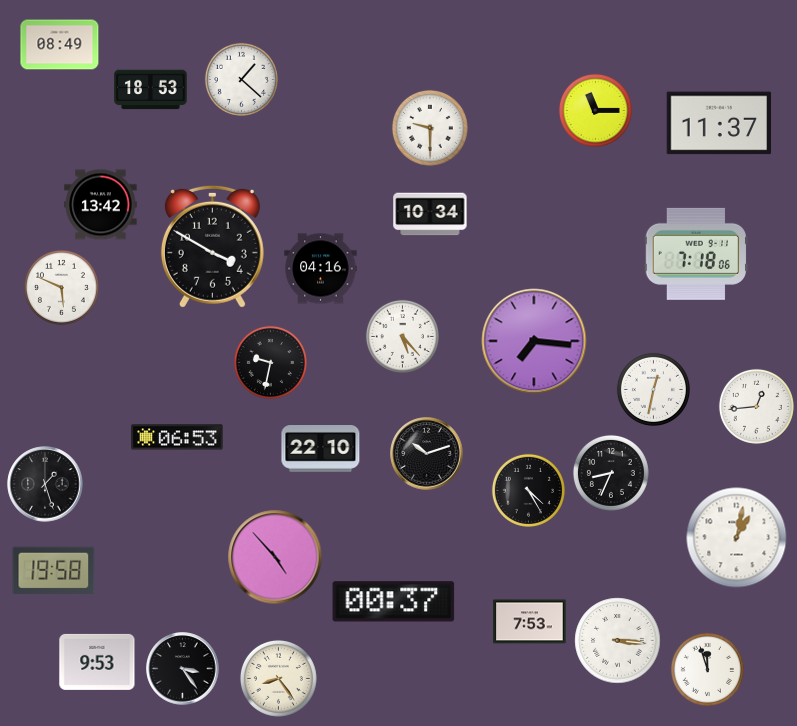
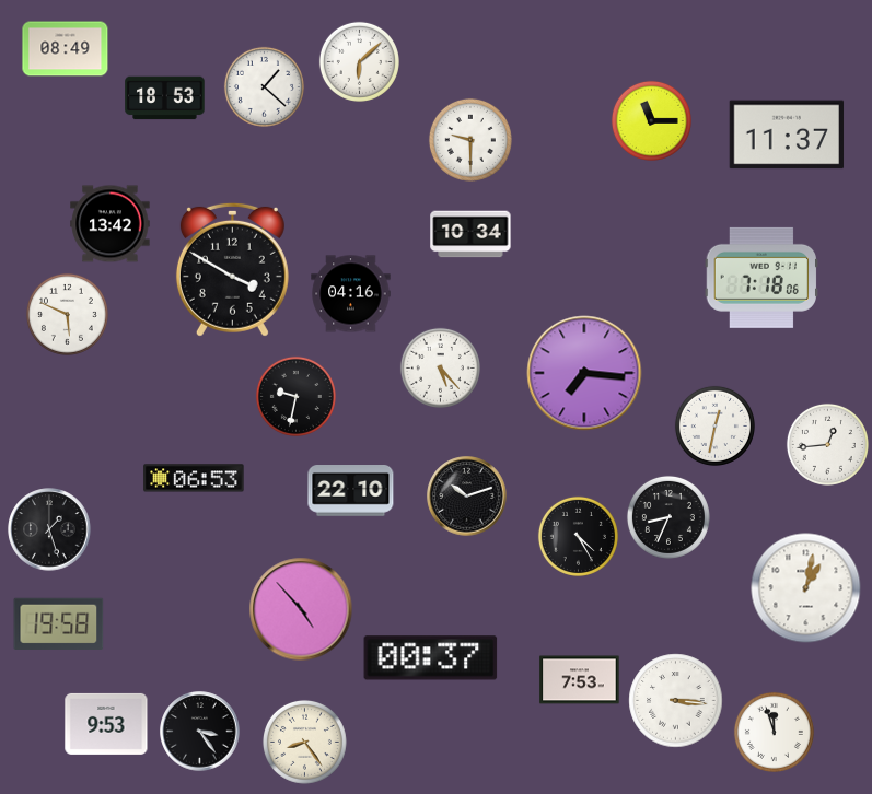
clock at (359, 61): none -> 6:08
